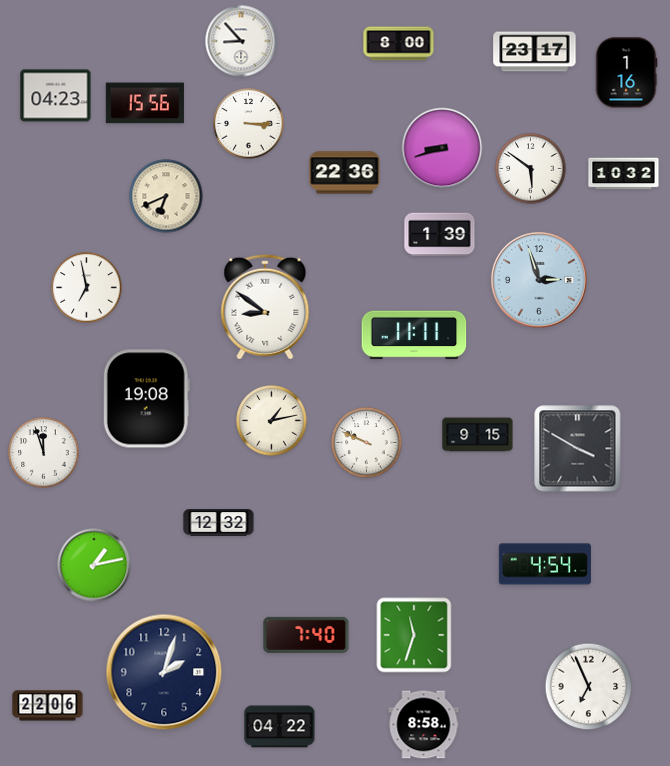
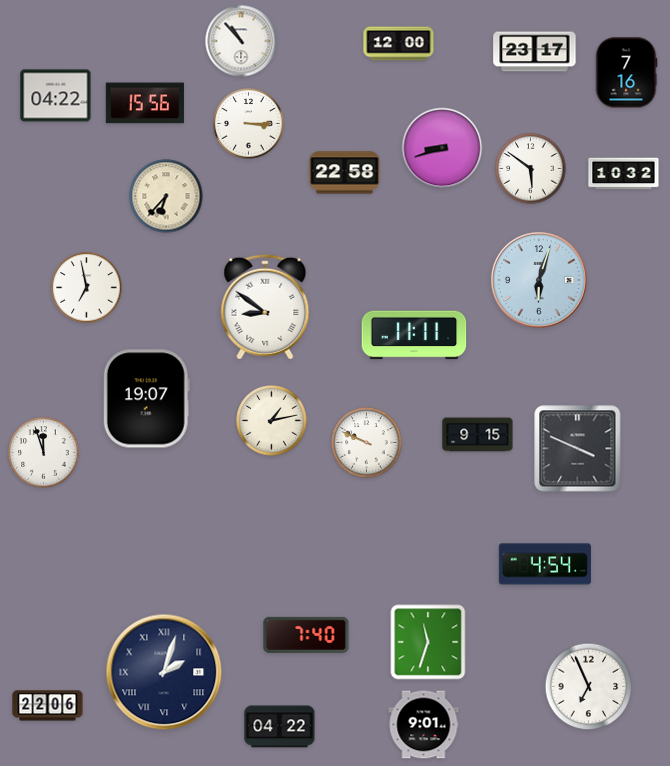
clock at (241, 41): 8:53 -> 10:53
clock at (399, 44): 8:00 -> 12:00
clock at (626, 73): 1:16 -> 7:16
clock at (56, 96): 04:23 -> 04:22
clock at (345, 173): 22:36 -> 22:58
clock at (166, 196): 6:41 -> 6:37
clock at (440, 235): 1:39 -> none
clock at (540, 281): 2:57 -> 6:03
clock at (146, 399): 19:08 -> 19:07
clock at (578, 449): 3:50 -> 3:49
clock at (219, 523): 12:32 -> none
clock at (94, 565): 1:13 -> none
clock at (414, 635) position: (414, 635) -> (428, 642)
clock at (164, 672) numerals: Arabic -> Roman
clock at (424, 725): 8:58 -> 9:01
